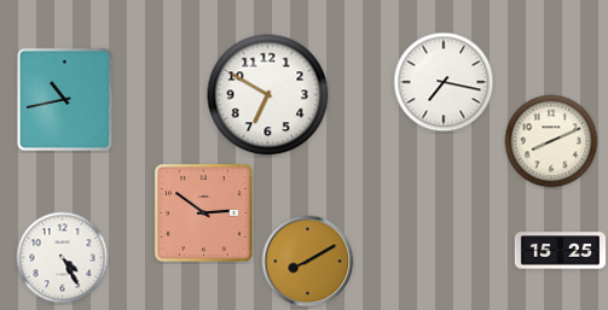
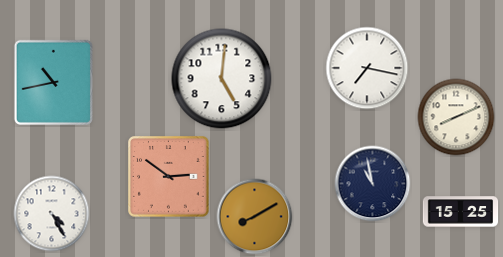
clock at (268, 95): 6:50 -> 5:01
clock at (373, 184): none -> 10:58
clock at (561, 251) position: (561, 251) -> (461, 212)
